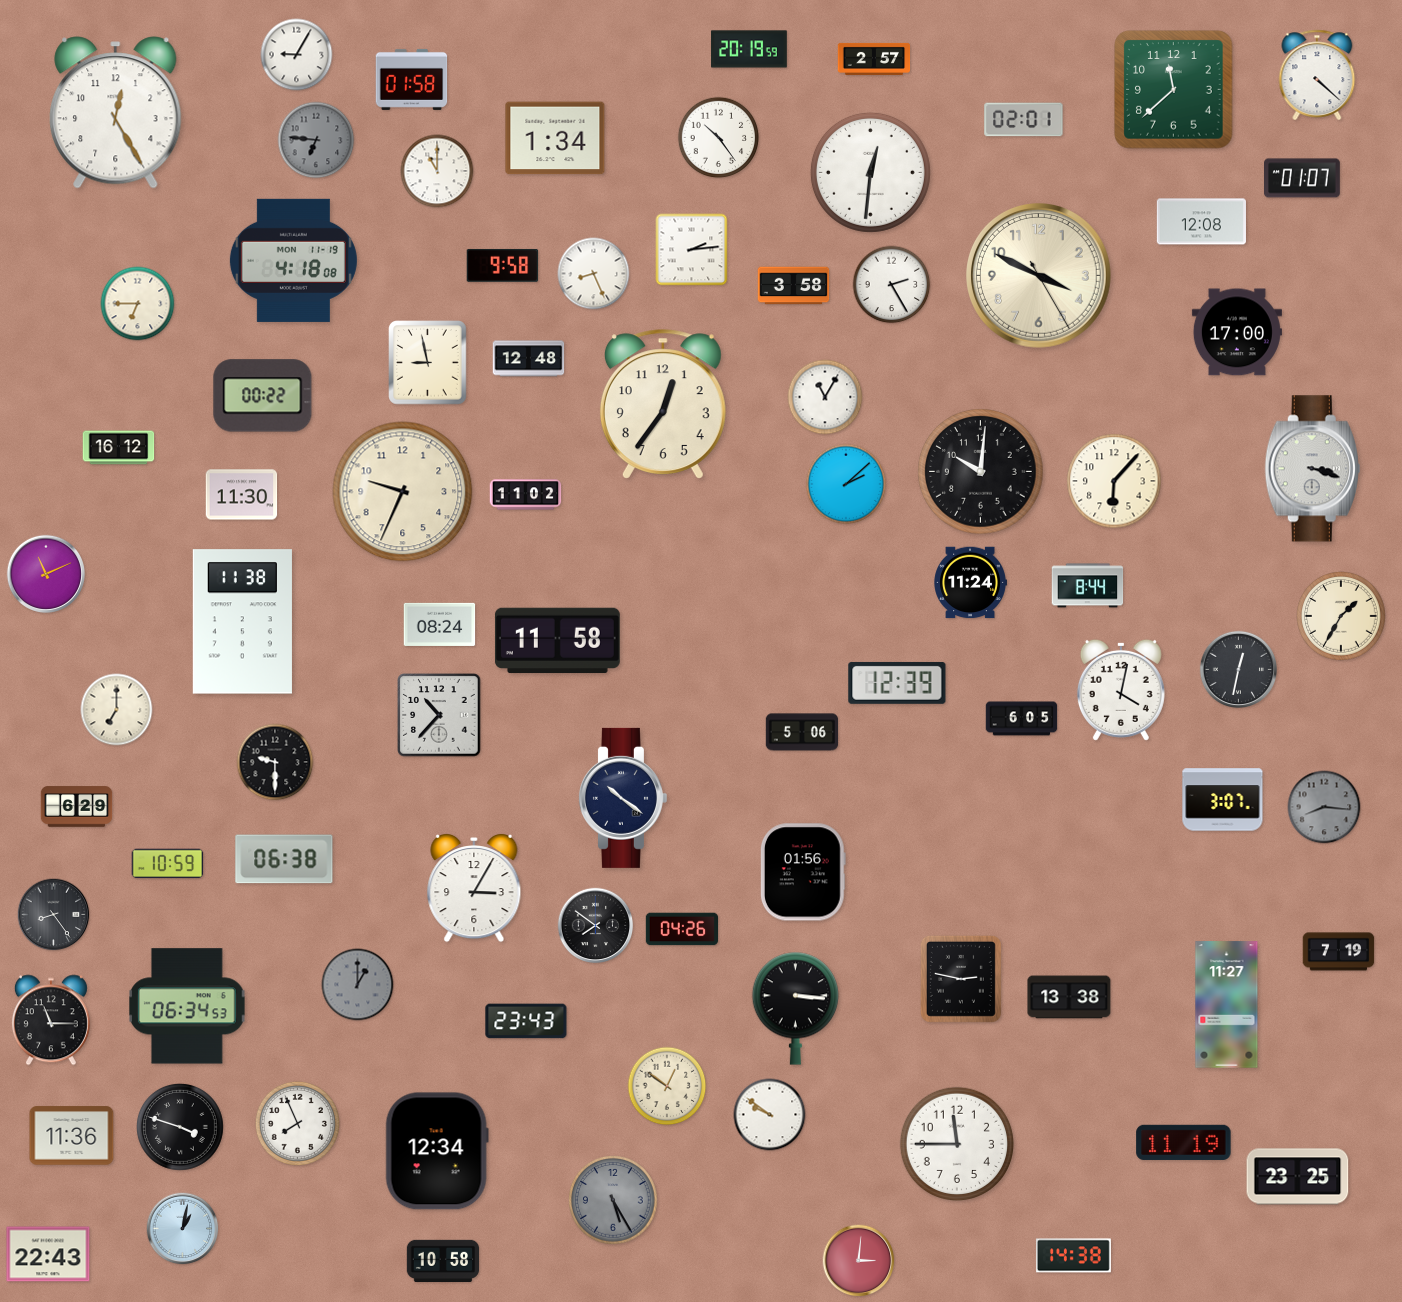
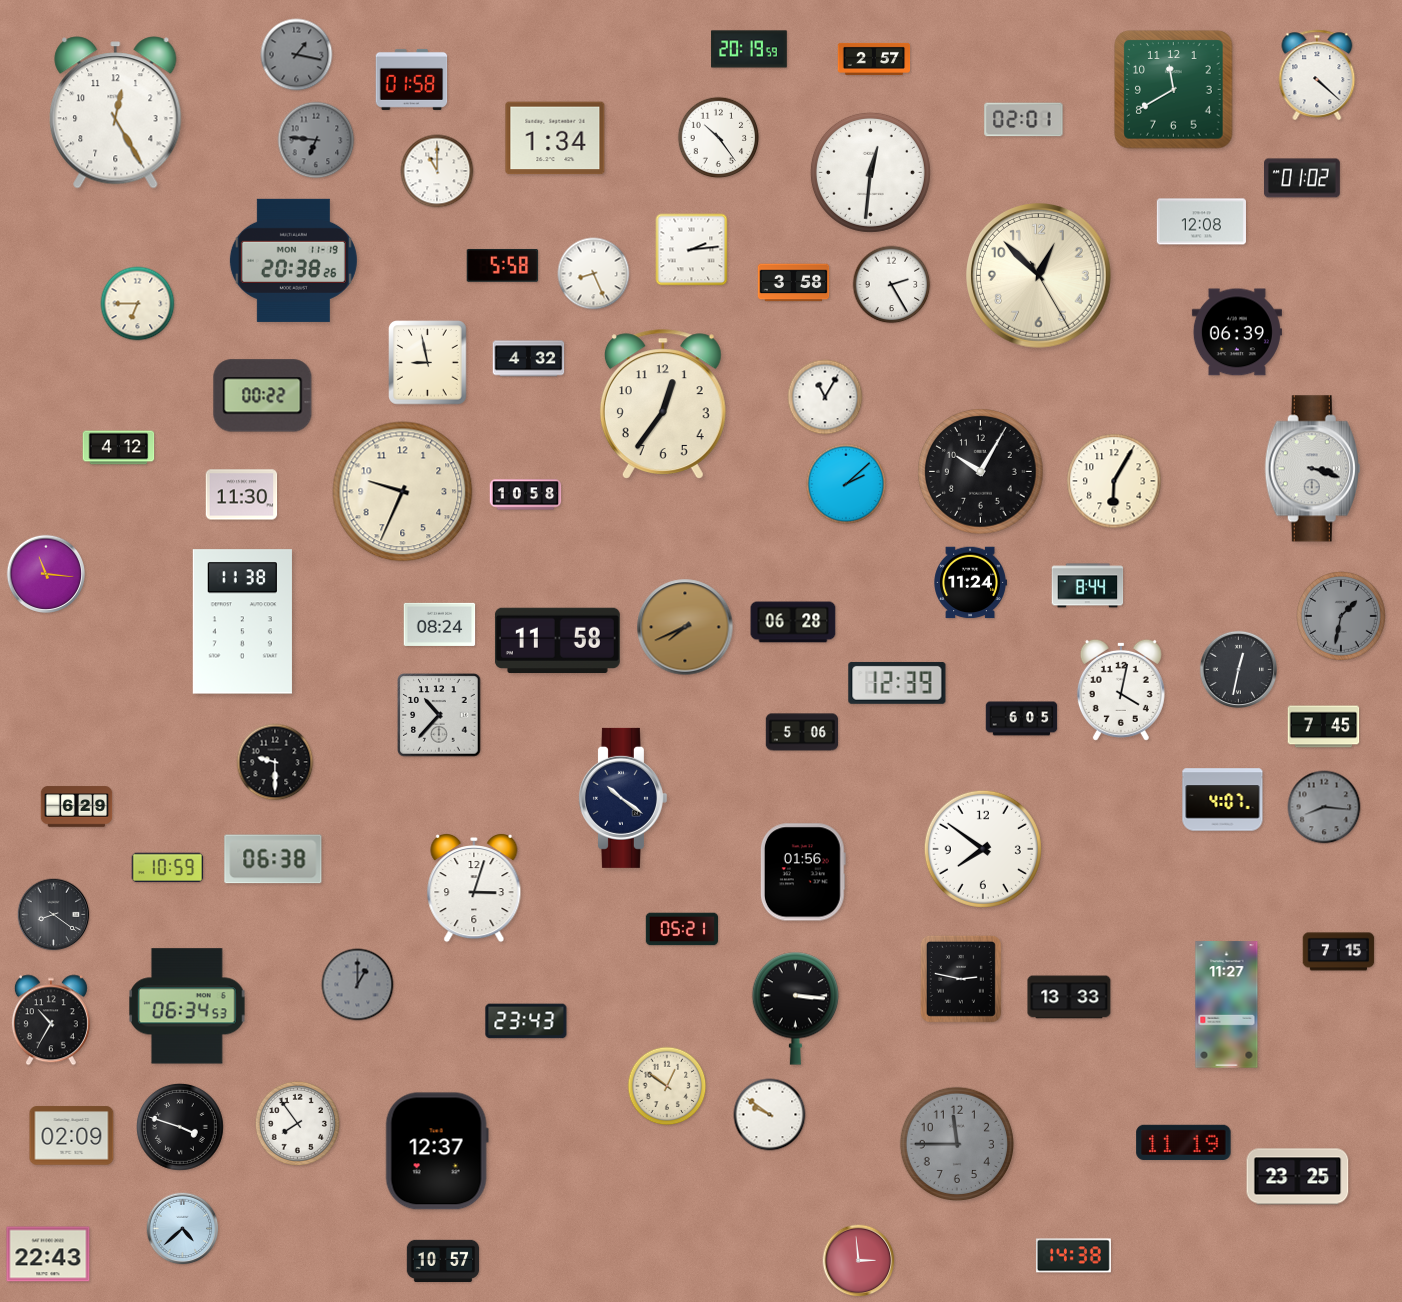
clock at (297, 55): 9:05 -> 1:17
clock at (297, 55) dial: white -> grey
clock at (1174, 90): 11:38 -> 11:40
clock at (1303, 178): 01:07 -> 01:02
clock at (293, 260): 4:18 -> 20:38
clock at (503, 265): 9:58 -> 5:58
clock at (1039, 276): 3:49 -> 12:52
clock at (794, 286) position: (794, 286) -> (794, 283)
clock at (1237, 332): 17:00 -> 06:39
clock at (529, 359): 12:48 -> 4:32
clock at (119, 448): 16:12 -> 4:12
clock at (981, 472): 10:01 -> 10:05
clock at (1114, 481): 6:07 -> 6:05
clock at (526, 495): 11:02 -> 10:58
clock at (45, 573): 11:11 -> 11:16
clock at (1341, 616): 1:35 -> 1:32
clock at (1341, 616) dial: cream -> grey
clock at (793, 622): none -> 06:28
clock at (685, 627): none -> 7:41
clock at (117, 710): 7:00 -> none
clock at (1324, 727): none -> 7:45
clock at (1223, 800): 3:07 -> 4:07
clock at (983, 849): none -> 7:51
clock at (284, 859) position: (284, 859) -> (273, 859)
clock at (168, 864) position: (168, 864) -> (168, 868)
clock at (474, 888): 3:05 -> 3:03
clock at (54, 915): 8:24 -> 8:21
clock at (596, 926): 7:51 -> none
clock at (682, 929): 04:26 -> 05:21
clock at (1339, 952): 7:19 -> 7:15
clock at (1069, 997): 13:38 -> 13:33
clock at (51, 1020): 11:15 -> 10:35
clock at (297, 1123): 7:56 -> 7:54
clock at (72, 1136): 11:36 -> 02:09
clock at (957, 1144) dial: white -> grey
clock at (437, 1151): 12:34 -> 12:37
clock at (613, 1200): 5:25 -> none
clock at (183, 1229): 1:02 -> 4:38
clock at (443, 1261): 10:58 -> 10:57
clock at (859, 1261): 3:01 -> 2:59
